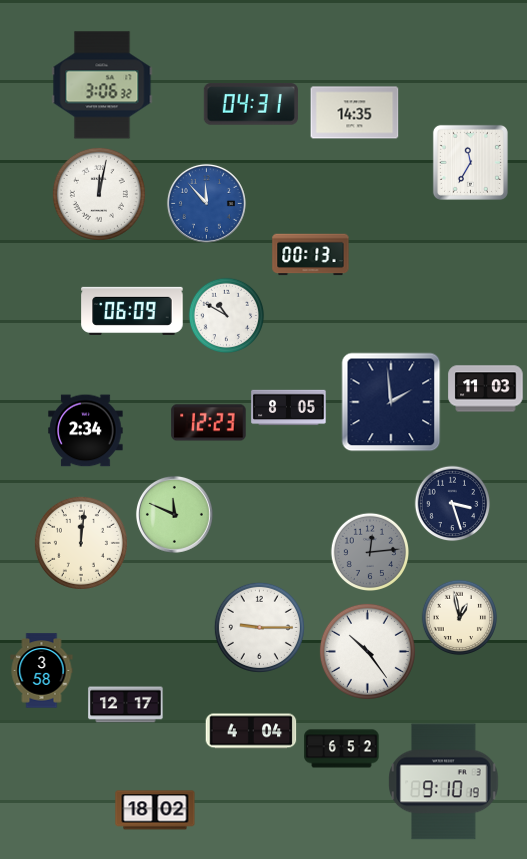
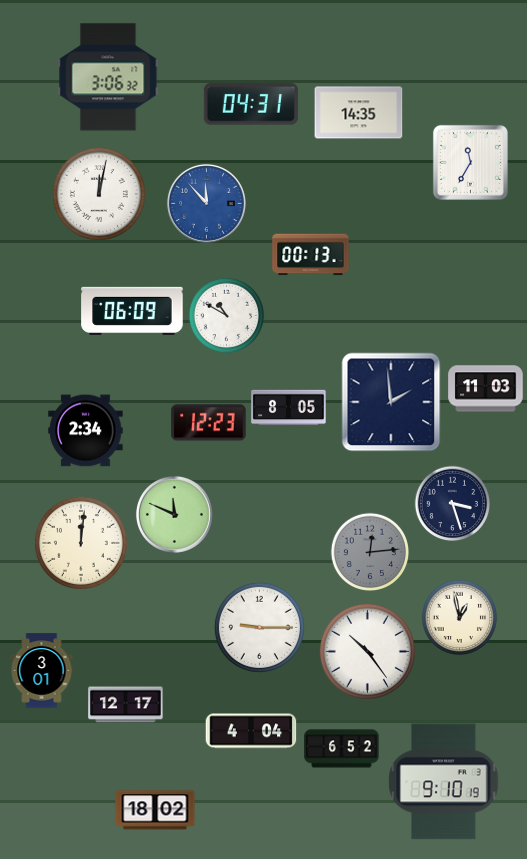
clock at (102, 85) position: (102, 85) -> (108, 77)
clock at (355, 113) position: (355, 113) -> (359, 113)
clock at (42, 671): 3:58 -> 3:01
